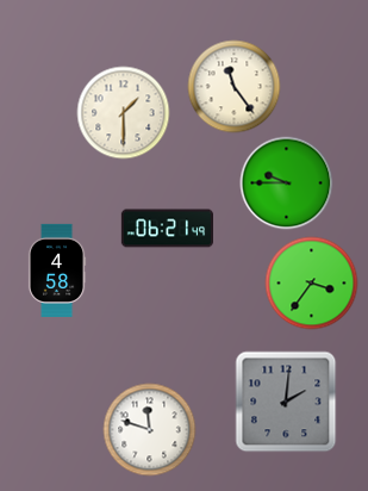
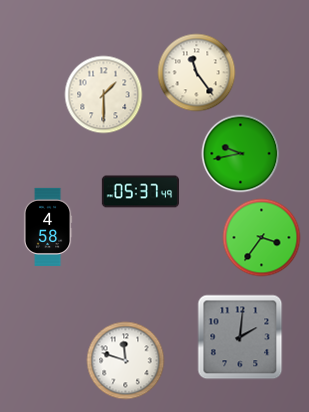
clock at (286, 182): 9:45 -> 9:43
clock at (167, 229): 06:21 -> 05:37
